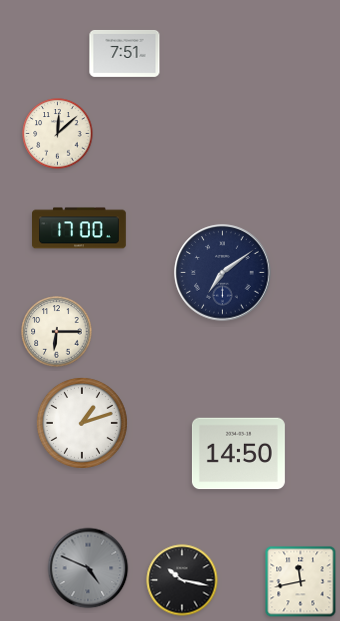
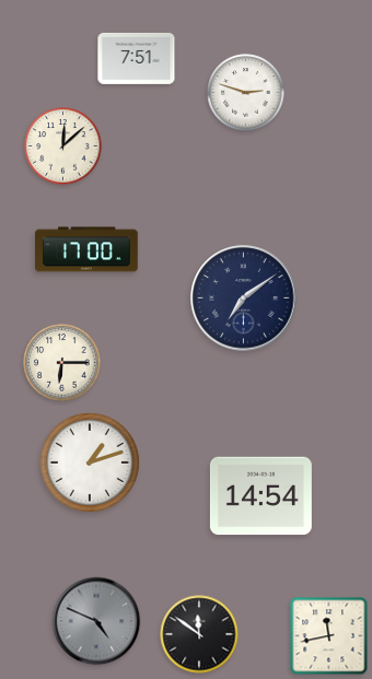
clock at (246, 93): none -> 2:48
clock at (238, 454): 14:50 -> 14:54
clock at (182, 580): 10:17 -> 11:51
